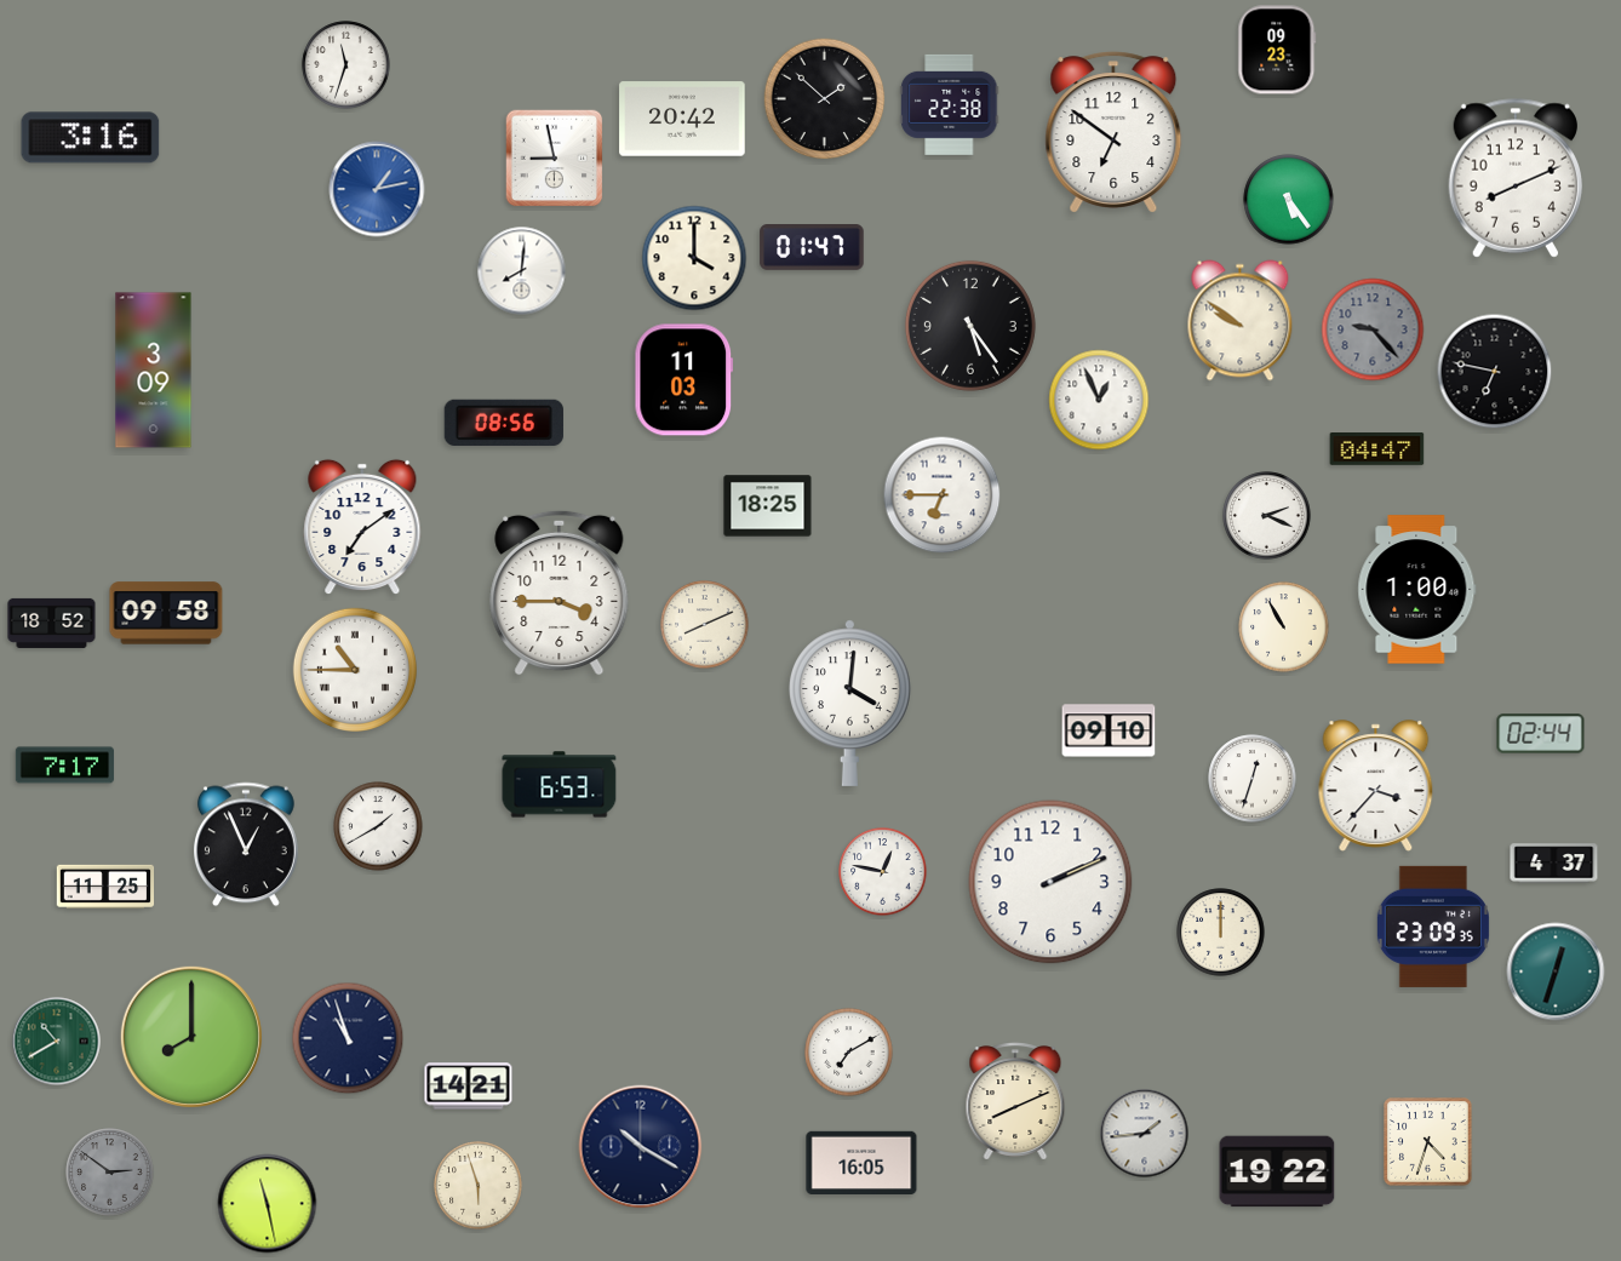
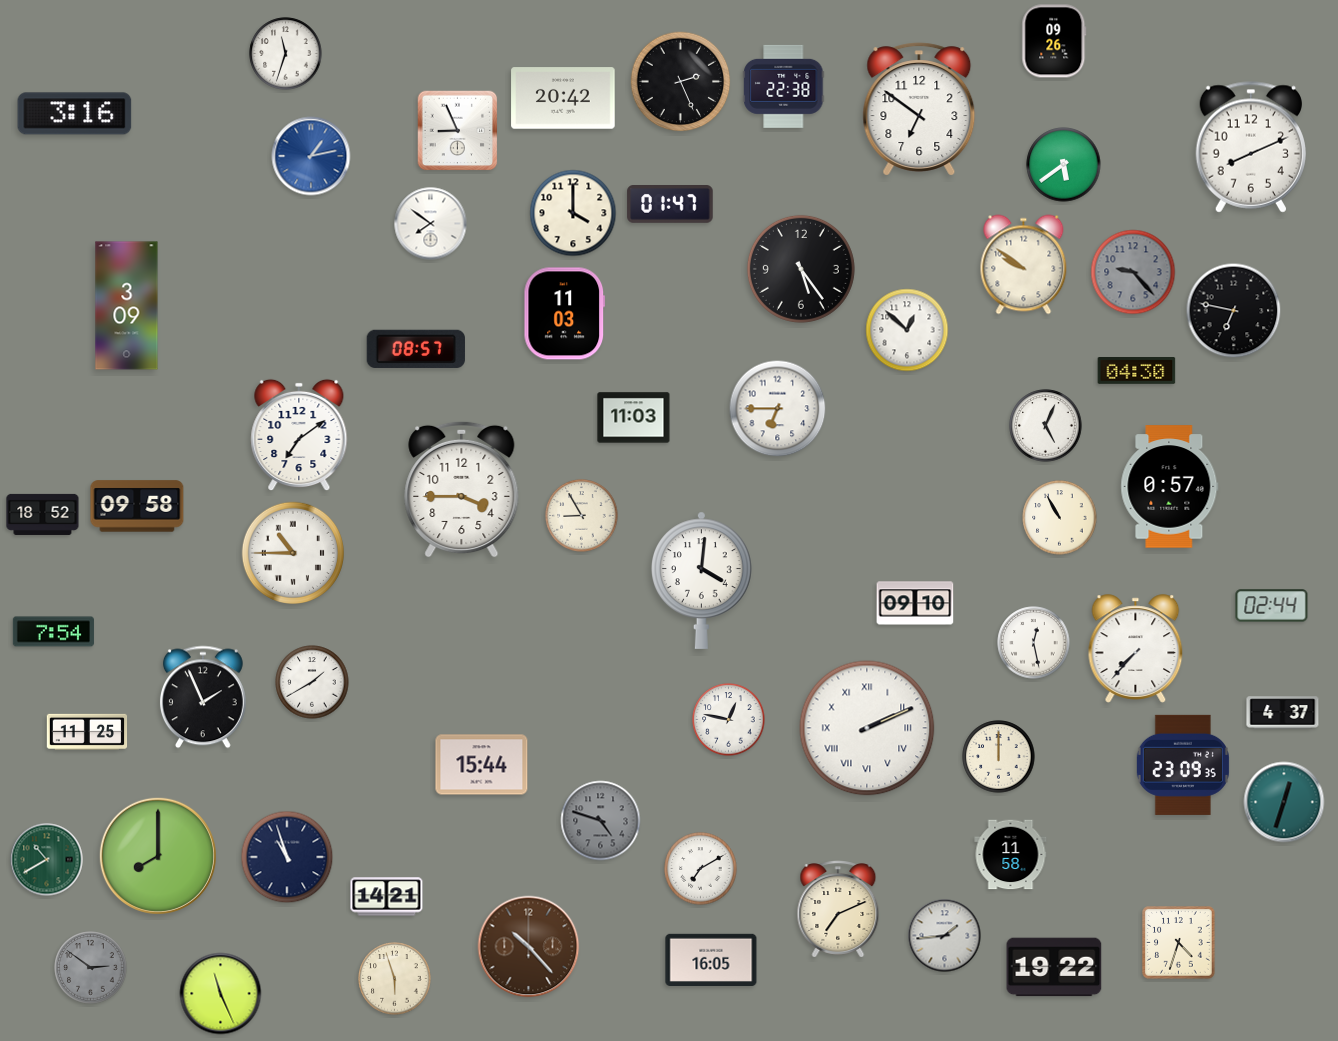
clock at (1277, 50): 09:23 -> 09:26
clock at (825, 99): 1:52 -> 2:26
clock at (555, 159): 8:58 -> 8:56
clock at (1289, 200): 5:24 -> 5:39
clock at (522, 271): 8:01 -> 7:51
clock at (1495, 372) position: (1495, 372) -> (1234, 311)
clock at (1099, 400): 12:56 -> 12:52
clock at (504, 423): 08:56 -> 08:57
clock at (1377, 449): 04:47 -> 04:30
clock at (768, 506): 18:25 -> 11:03
clock at (1267, 516): 2:19 -> 5:04
clock at (1417, 590): 1:00 -> 0:57
clock at (705, 625): 8:11 -> 8:55
clock at (64, 766): 7:17 -> 7:54
clock at (1253, 779): 12:33 -> 12:28
clock at (560, 785): 6:53 -> none
clock at (1376, 786): 3:37 -> 7:37
clock at (246, 844): 12:56 -> 1:56
clock at (1050, 882) numerals: Arabic -> Roman
clock at (482, 765): none -> 15:44
clock at (1221, 933) position: (1221, 933) -> (999, 757)
clock at (601, 821): none -> 4:48
clock at (1011, 855): none -> 11:58
clock at (1015, 1101): 8:11 -> 7:11
clock at (641, 1147): 10:20 -> 10:23
clock at (641, 1147) dial: navy -> brown
clock at (268, 1204): 11:28 -> 11:26
